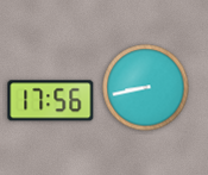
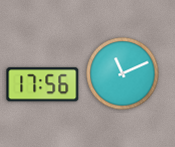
clock at (146, 88): 8:43 -> 11:11
